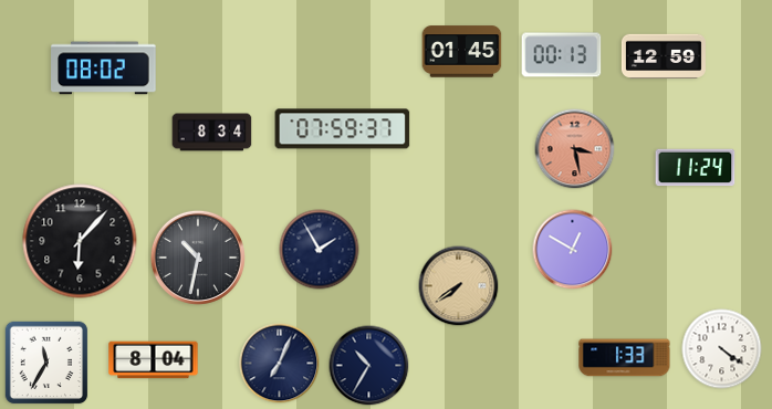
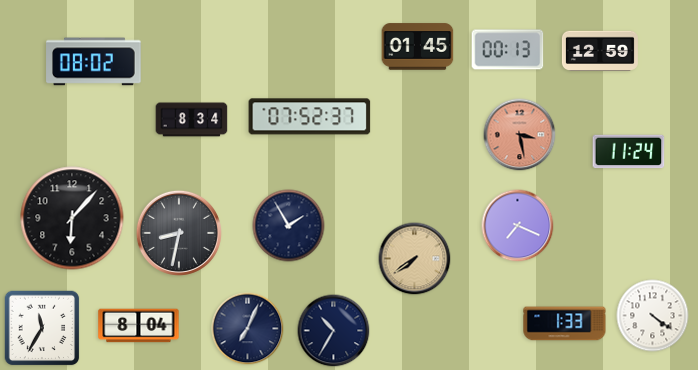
clock at (343, 129): 07:59 -> 07:52
clock at (573, 250): 12:50 -> 7:19
clock at (198, 258): 10:32 -> 8:32
clock at (280, 364) position: (280, 364) -> (248, 329)
